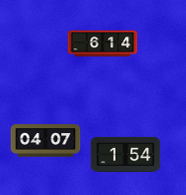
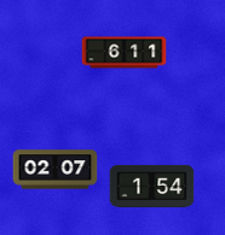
clock at (103, 44): 6:14 -> 6:11
clock at (46, 141): 04:07 -> 02:07
